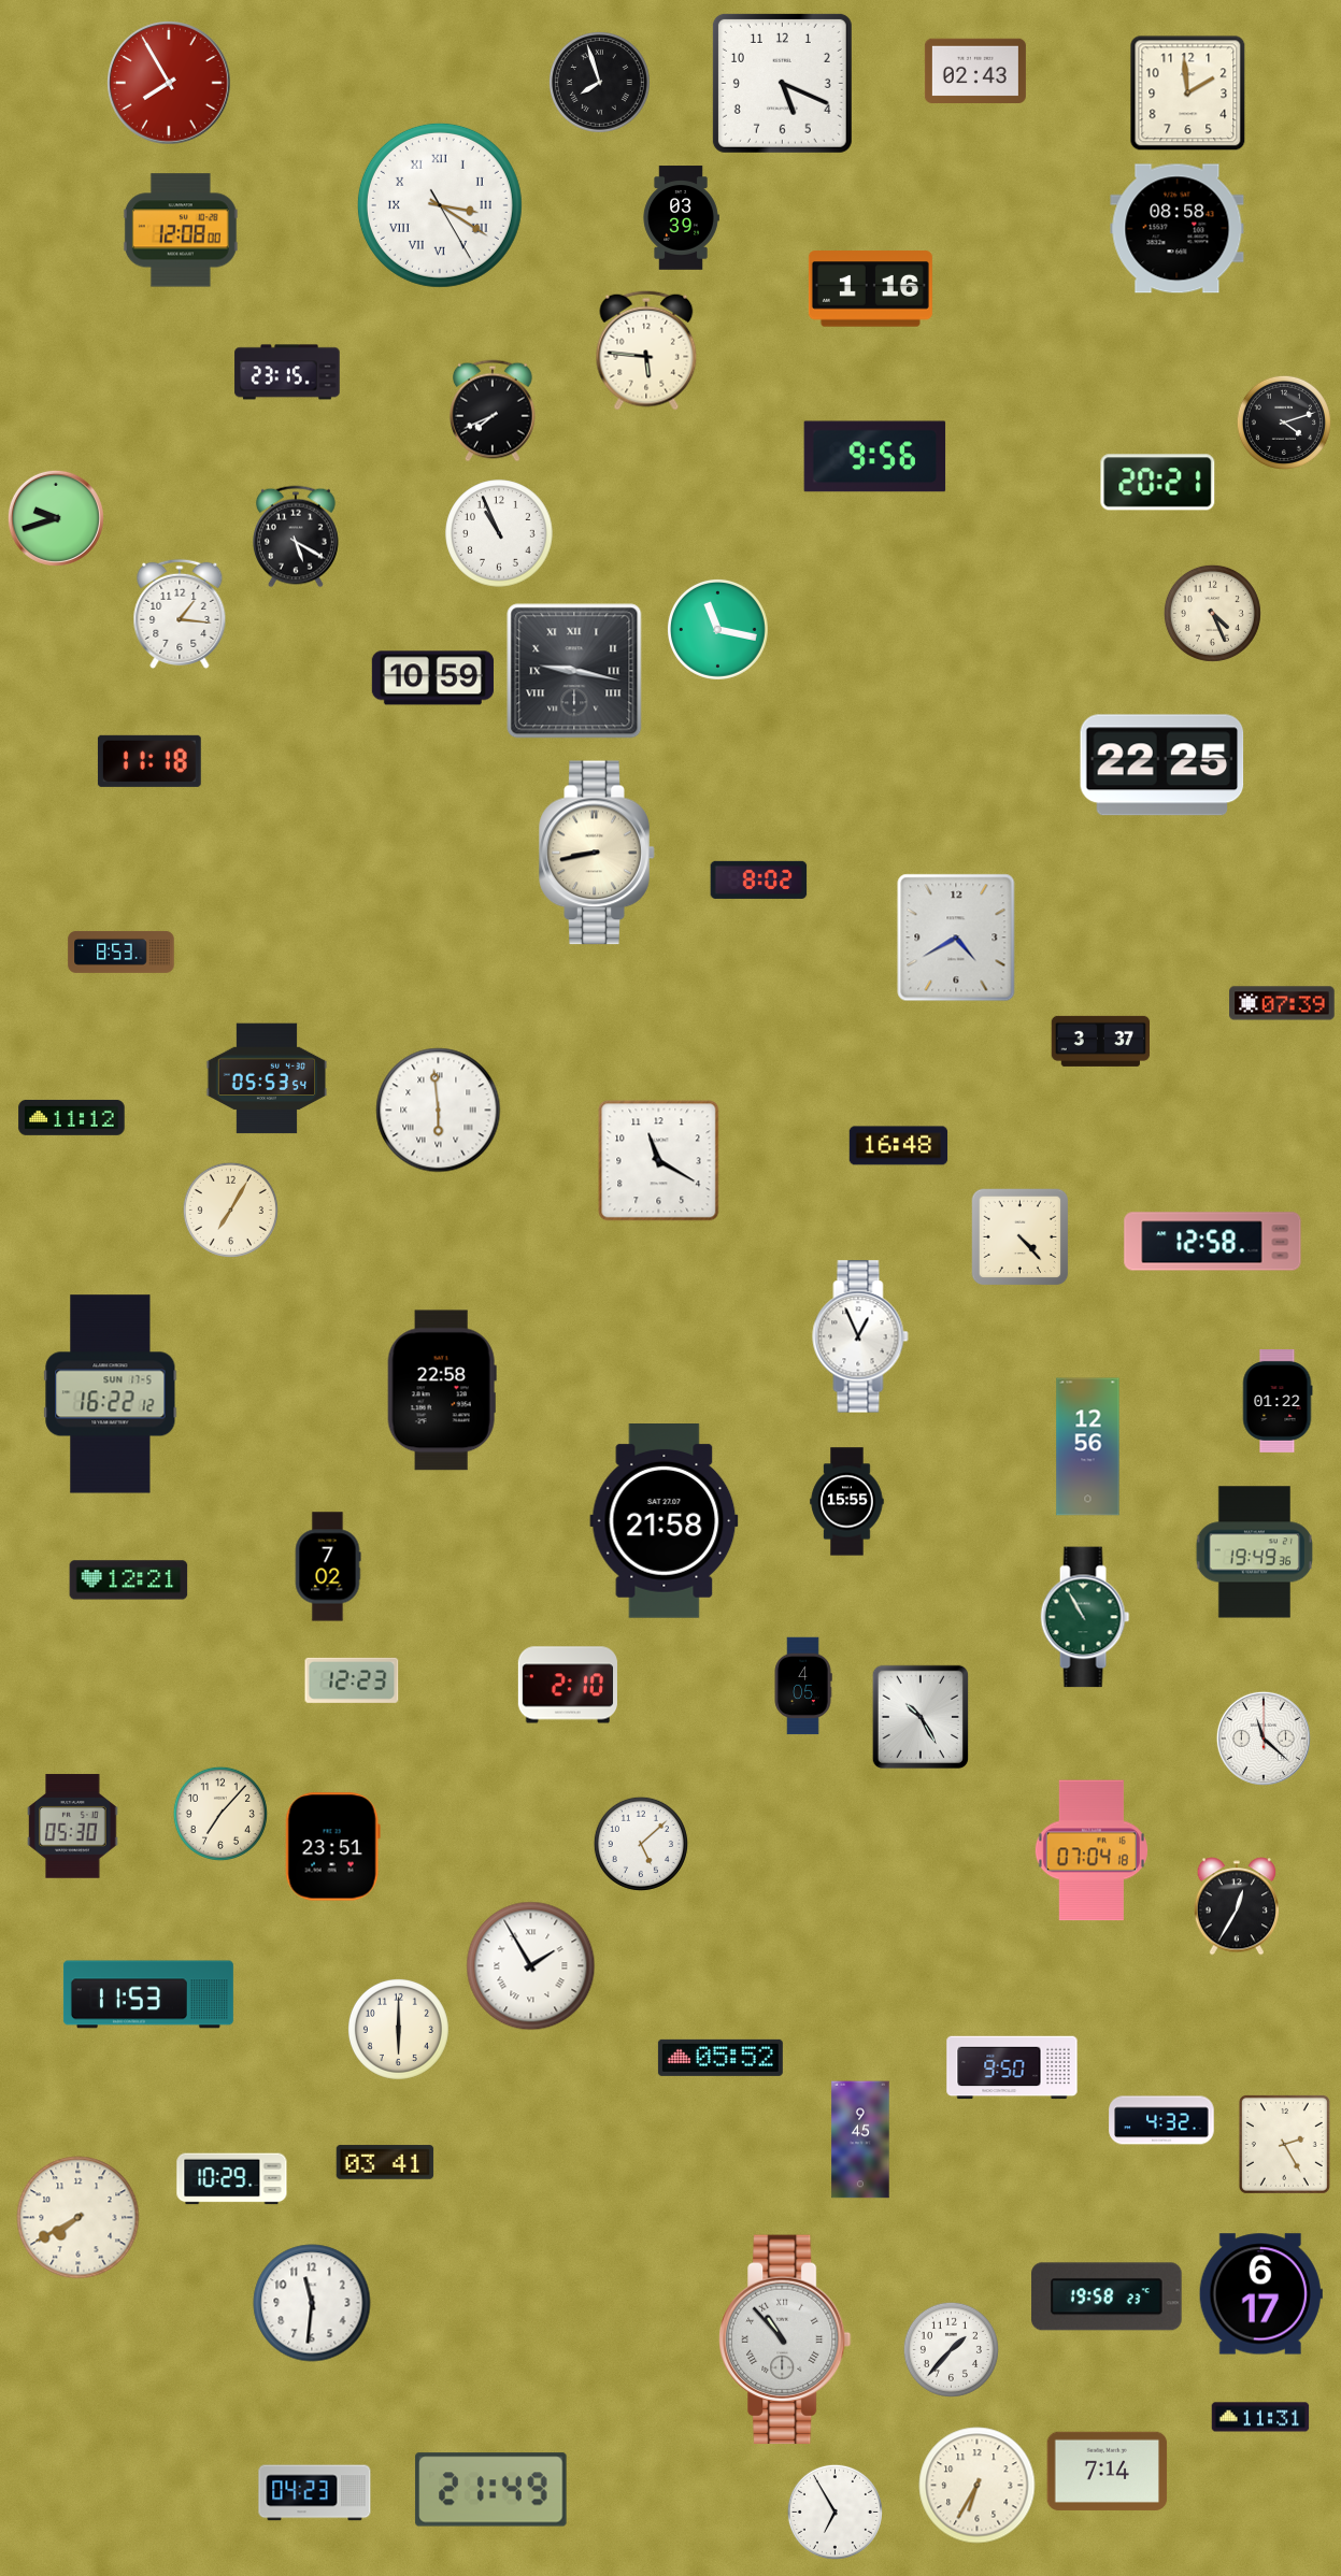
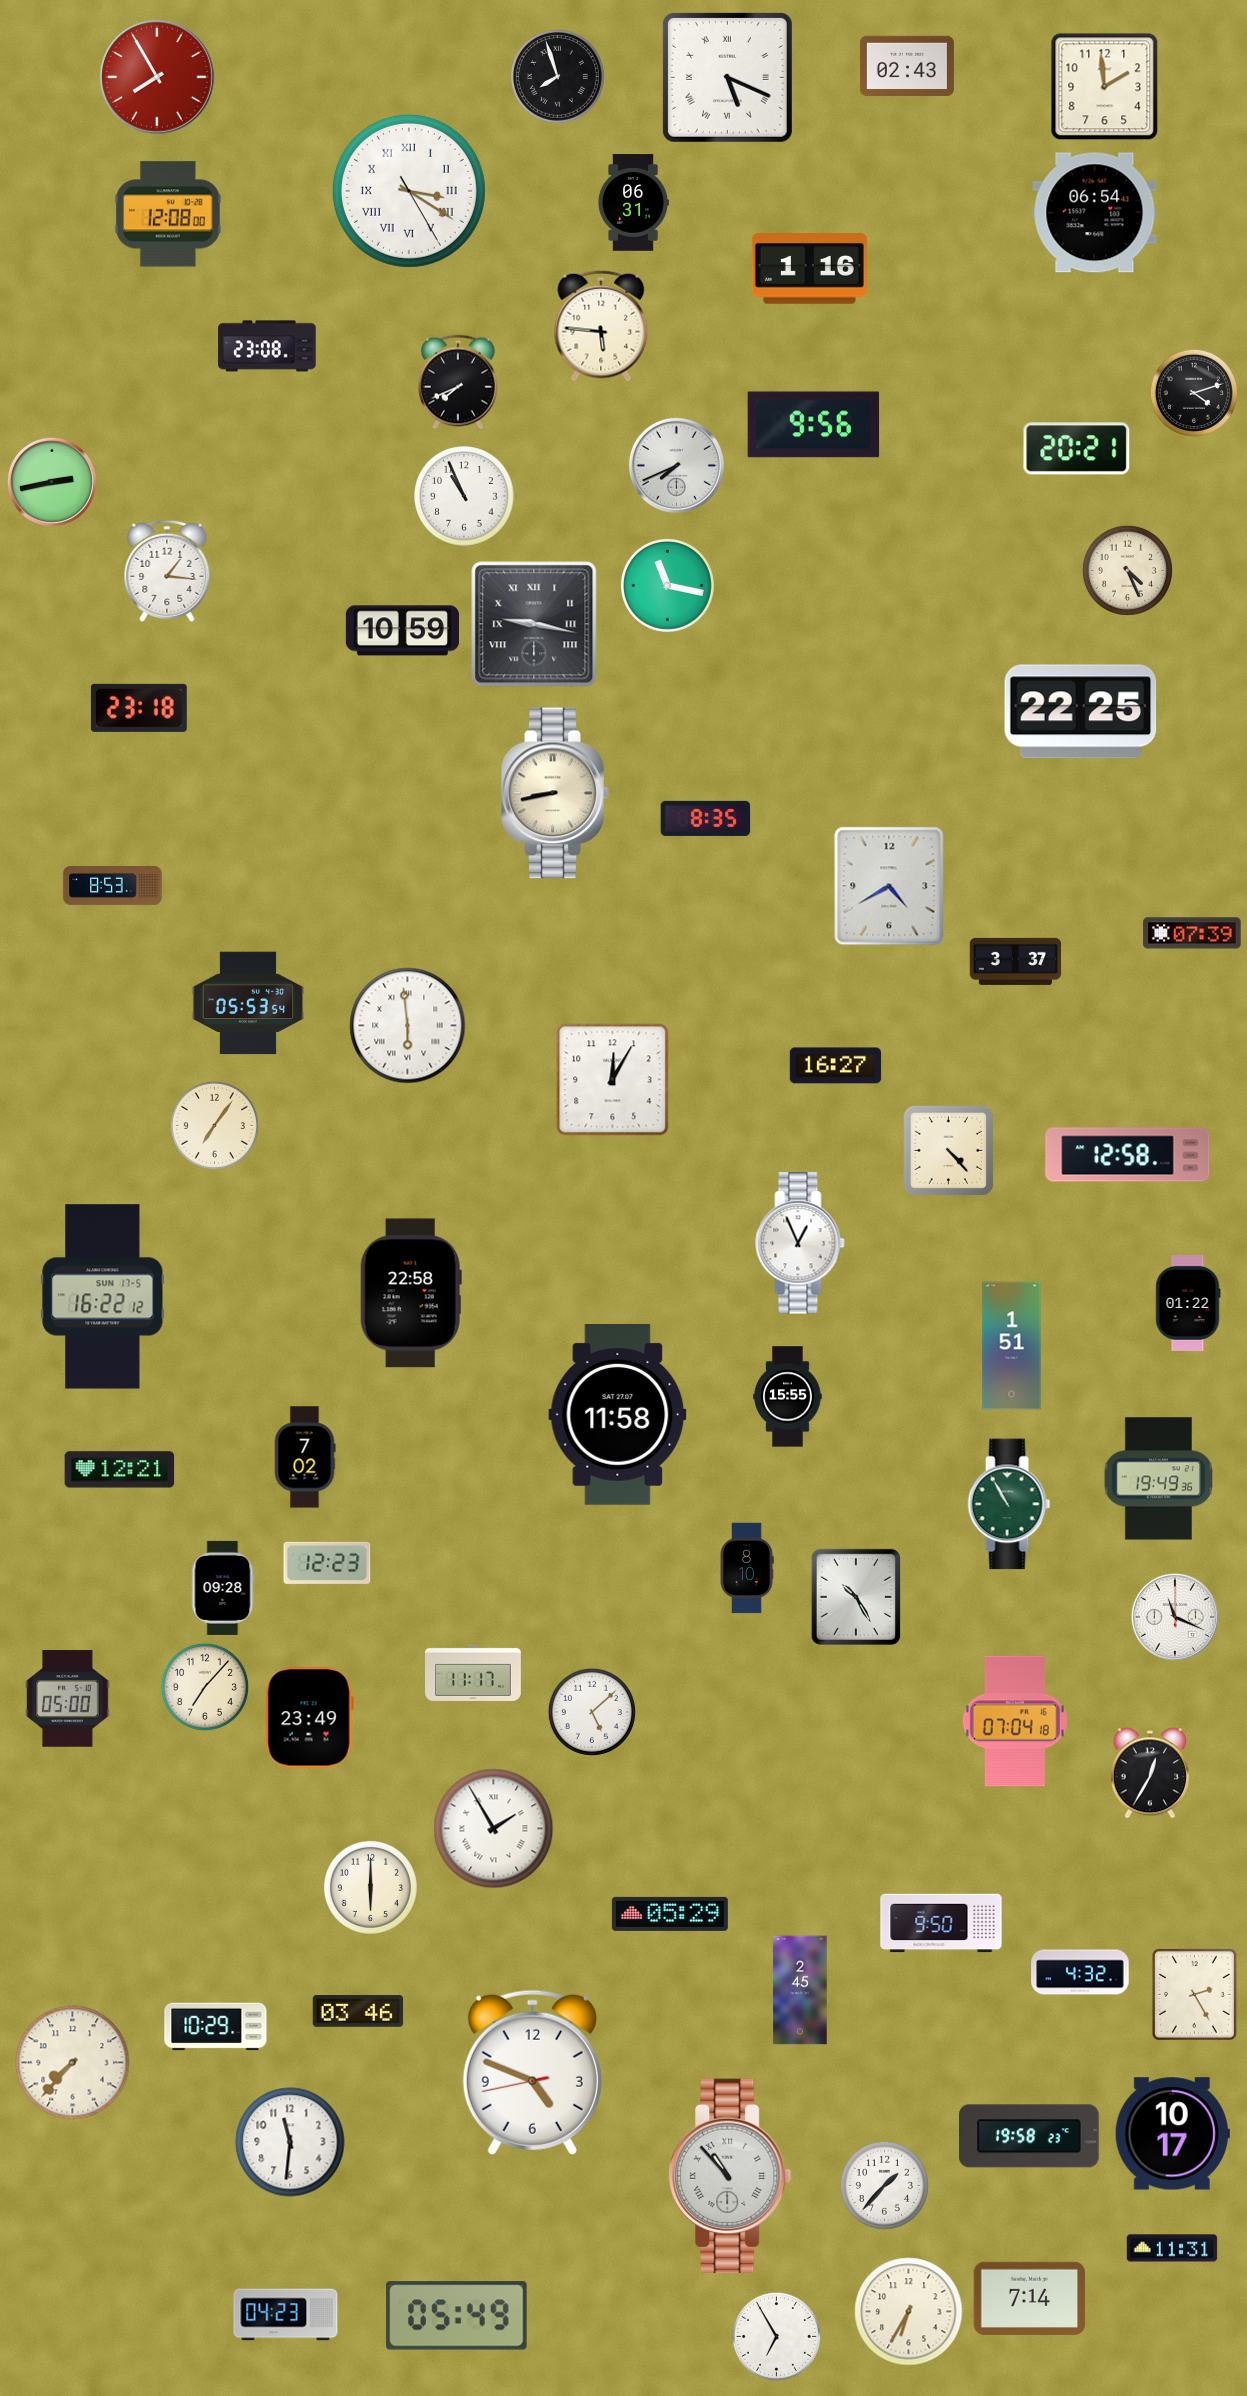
clock at (782, 83) numerals: Arabic -> Roman
clock at (681, 218): 03:39 -> 06:31
clock at (1178, 229): 08:58 -> 06:54
clock at (287, 372): 23:15 -> 23:08
clock at (676, 465): none -> 7:41
clock at (56, 518): 9:42 -> 2:43
clock at (296, 536): 5:20 -> none
clock at (149, 761): 11:18 -> 23:18
clock at (759, 879): 8:02 -> 8:35
clock at (956, 938) position: (956, 938) -> (889, 886)
clock at (1101, 1041) position: (1101, 1041) -> (1016, 961)
clock at (439, 1111) position: (439, 1111) -> (408, 1026)
clock at (72, 1117): 11:12 -> none
clock at (899, 1146): 16:48 -> 16:27
clock at (659, 1161): 11:20 -> 12:05
clock at (230, 1210): 7:05 -> 7:06
clock at (1088, 1447): 12:56 -> 1:51
clock at (665, 1521): 21:58 -> 11:58
clock at (1255, 1552) position: (1255, 1552) -> (1159, 1479)
clock at (568, 1685): 2:10 -> none
clock at (803, 1686): 4:05 -> 8:10
clock at (223, 1588): none -> 09:28
clock at (1264, 1738): 11:22 -> 11:19
clock at (474, 1673): none -> 11:17
clock at (73, 1827): 05:30 -> 05:00
clock at (641, 1844) position: (641, 1844) -> (592, 1712)
clock at (332, 1847): 23:51 -> 23:49
clock at (148, 1994): 11:53 -> none
clock at (721, 2058): 05:52 -> 05:29
clock at (860, 2139): 9:45 -> 2:45
clock at (385, 2162): 03:41 -> 03:46
clock at (79, 2218): 7:40 -> 7:37
clock at (532, 2072): none -> 4:48
clock at (1260, 2294): 6:17 -> 10:17
clock at (491, 2490): 21:49 -> 05:49
clock at (315, 2493) position: (315, 2493) -> (286, 2315)
